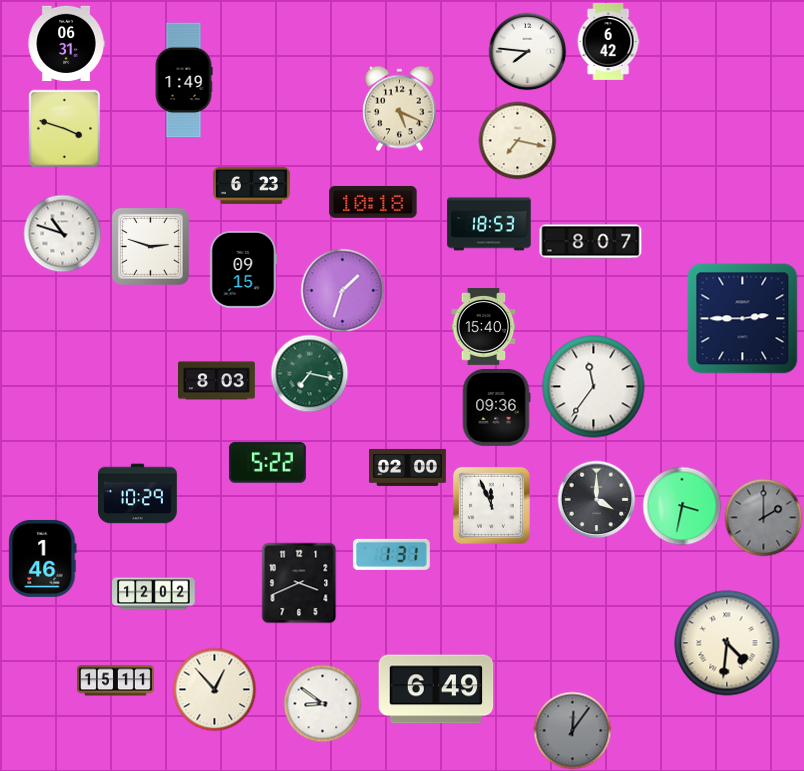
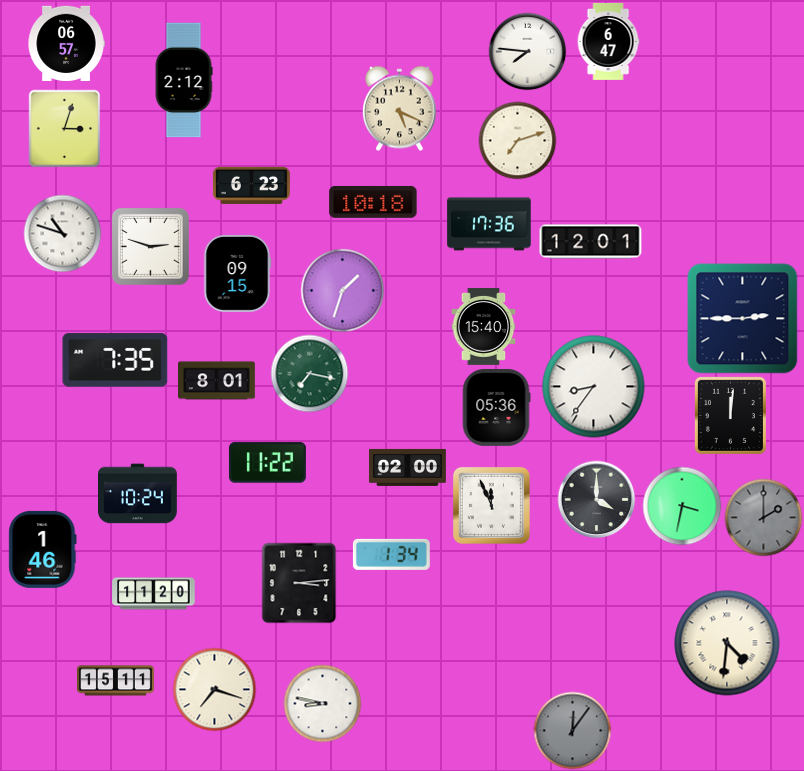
clock at (608, 41): 6:42 -> 6:47
clock at (66, 43): 06:31 -> 06:57
clock at (184, 80): 1:49 -> 2:12
clock at (65, 128): 3:48 -> 3:03
clock at (517, 140): 7:17 -> 7:12
clock at (489, 224): 18:53 -> 17:36
clock at (591, 242): 8:07 -> 12:01
clock at (244, 269) position: (244, 269) -> (238, 273)
clock at (115, 360): none -> 7:35
clock at (217, 381): 8:03 -> 8:01
clock at (594, 387): 11:36 -> 8:36
clock at (496, 407): 09:36 -> 05:36
clock at (730, 415): none -> 12:01
clock at (267, 463): 5:22 -> 11:22
clock at (138, 494): 10:29 -> 10:24
clock at (391, 554): 1:31 -> 1:34
clock at (43, 558) position: (43, 558) -> (43, 549)
clock at (299, 583): 3:41 -> 3:14
clock at (154, 594): 12:02 -> 11:20
clock at (214, 689): 12:53 -> 7:18
clock at (436, 689): 6:49 -> none
clock at (322, 703): 8:51 -> 8:47
